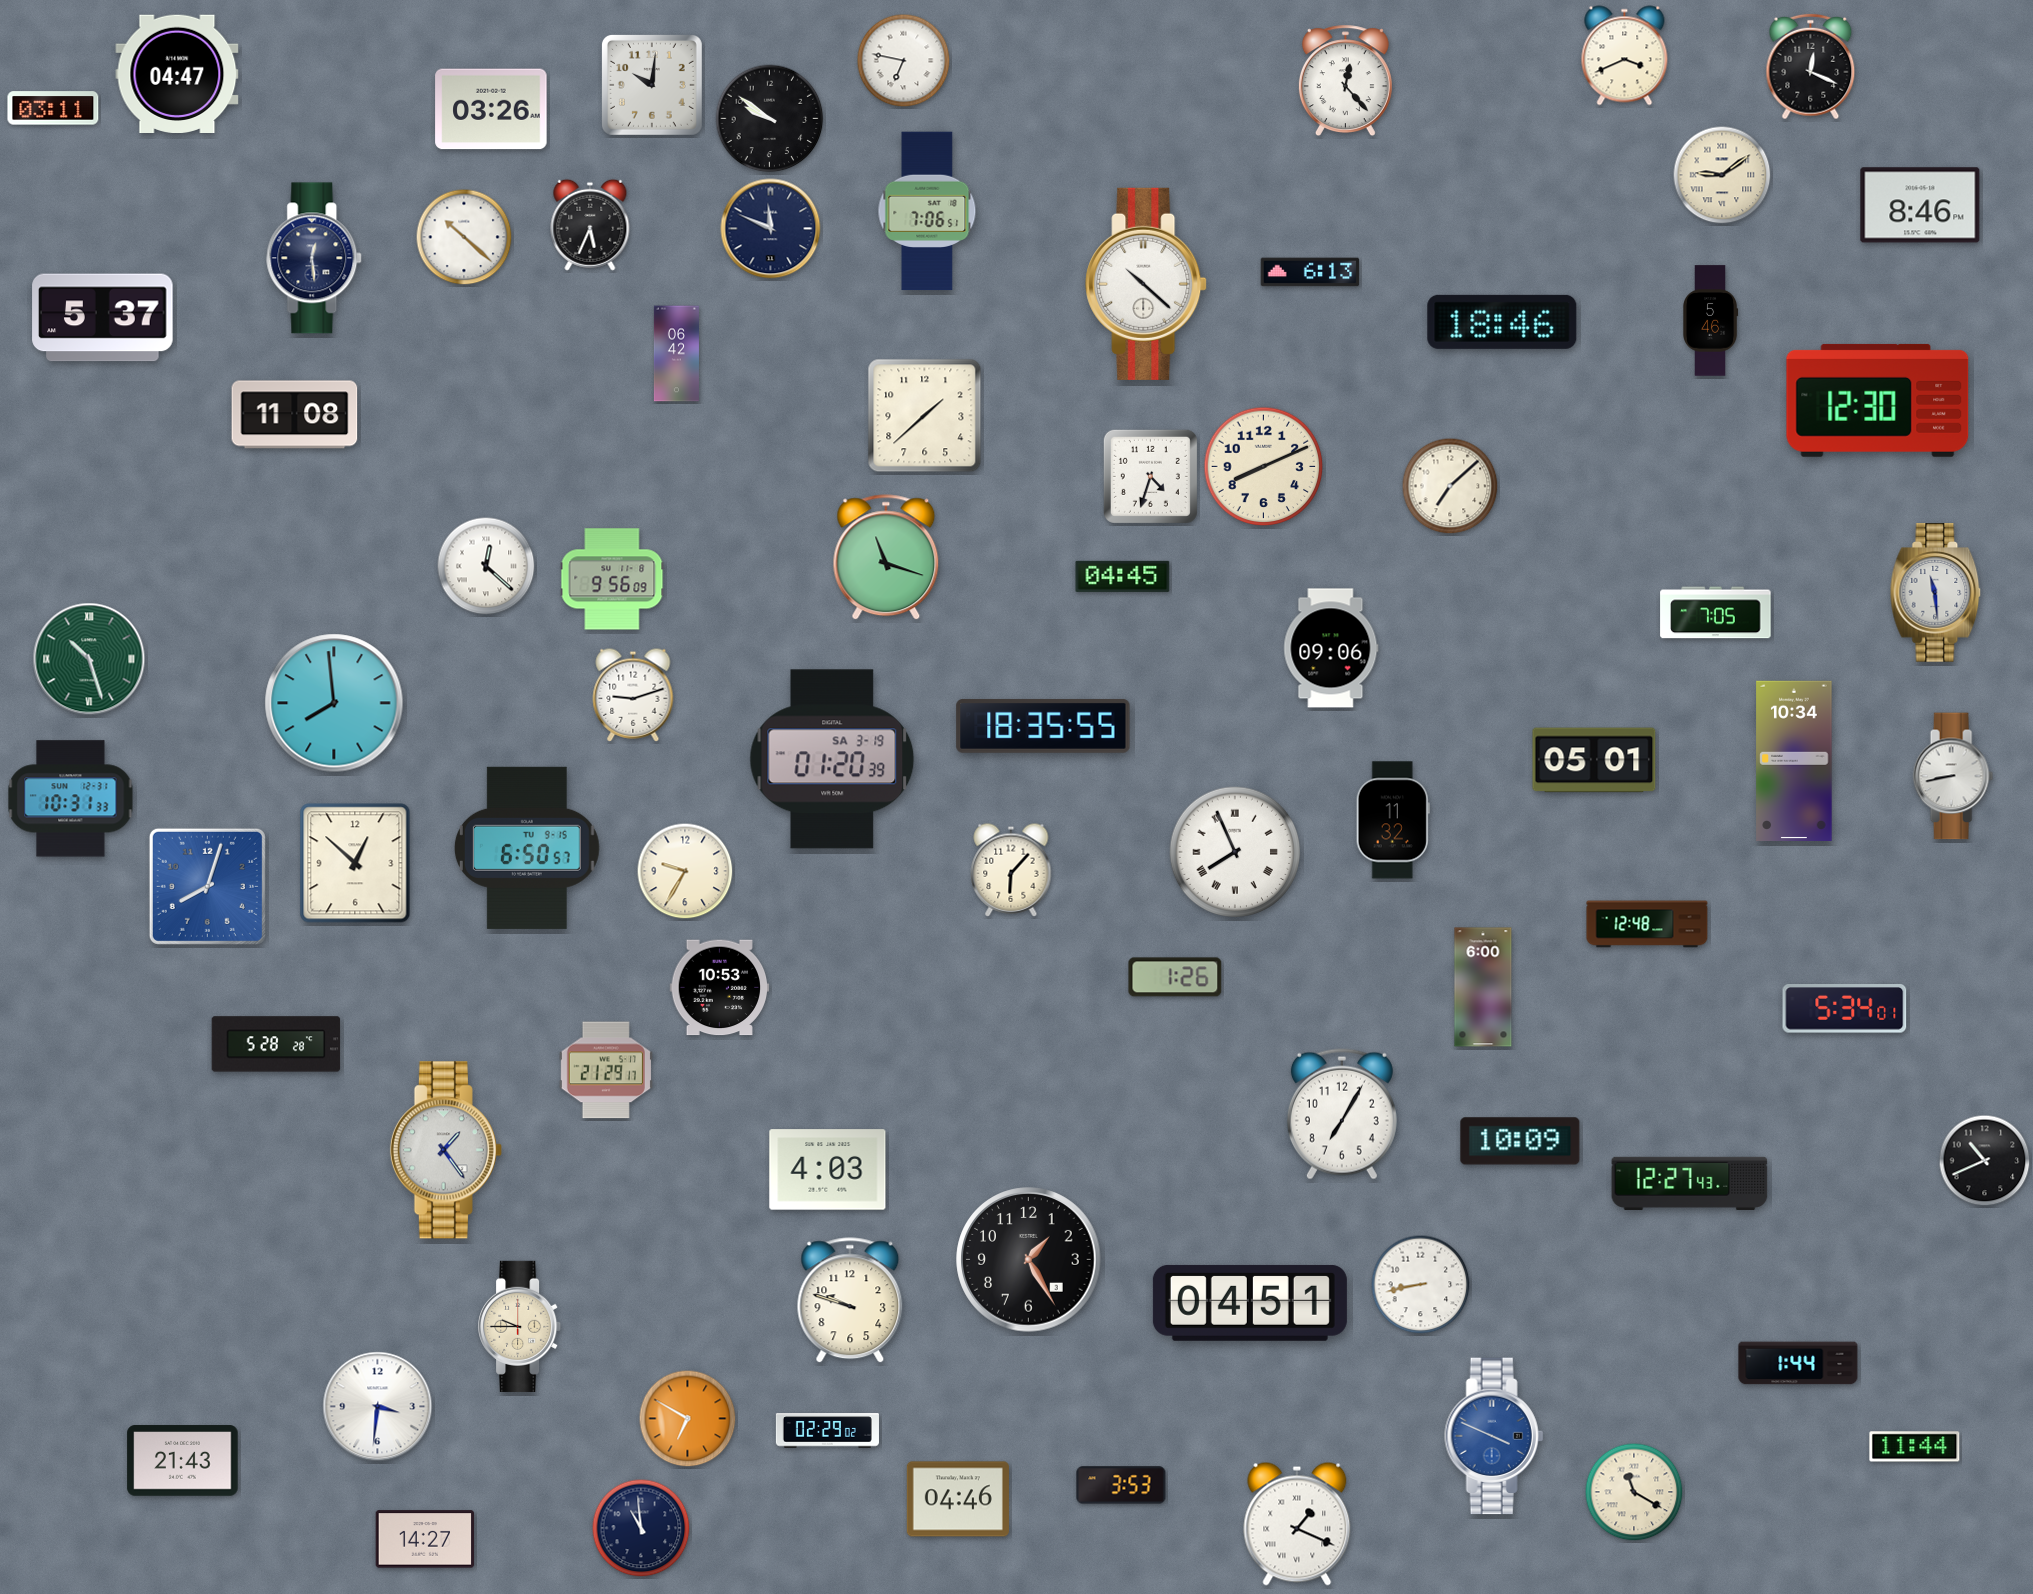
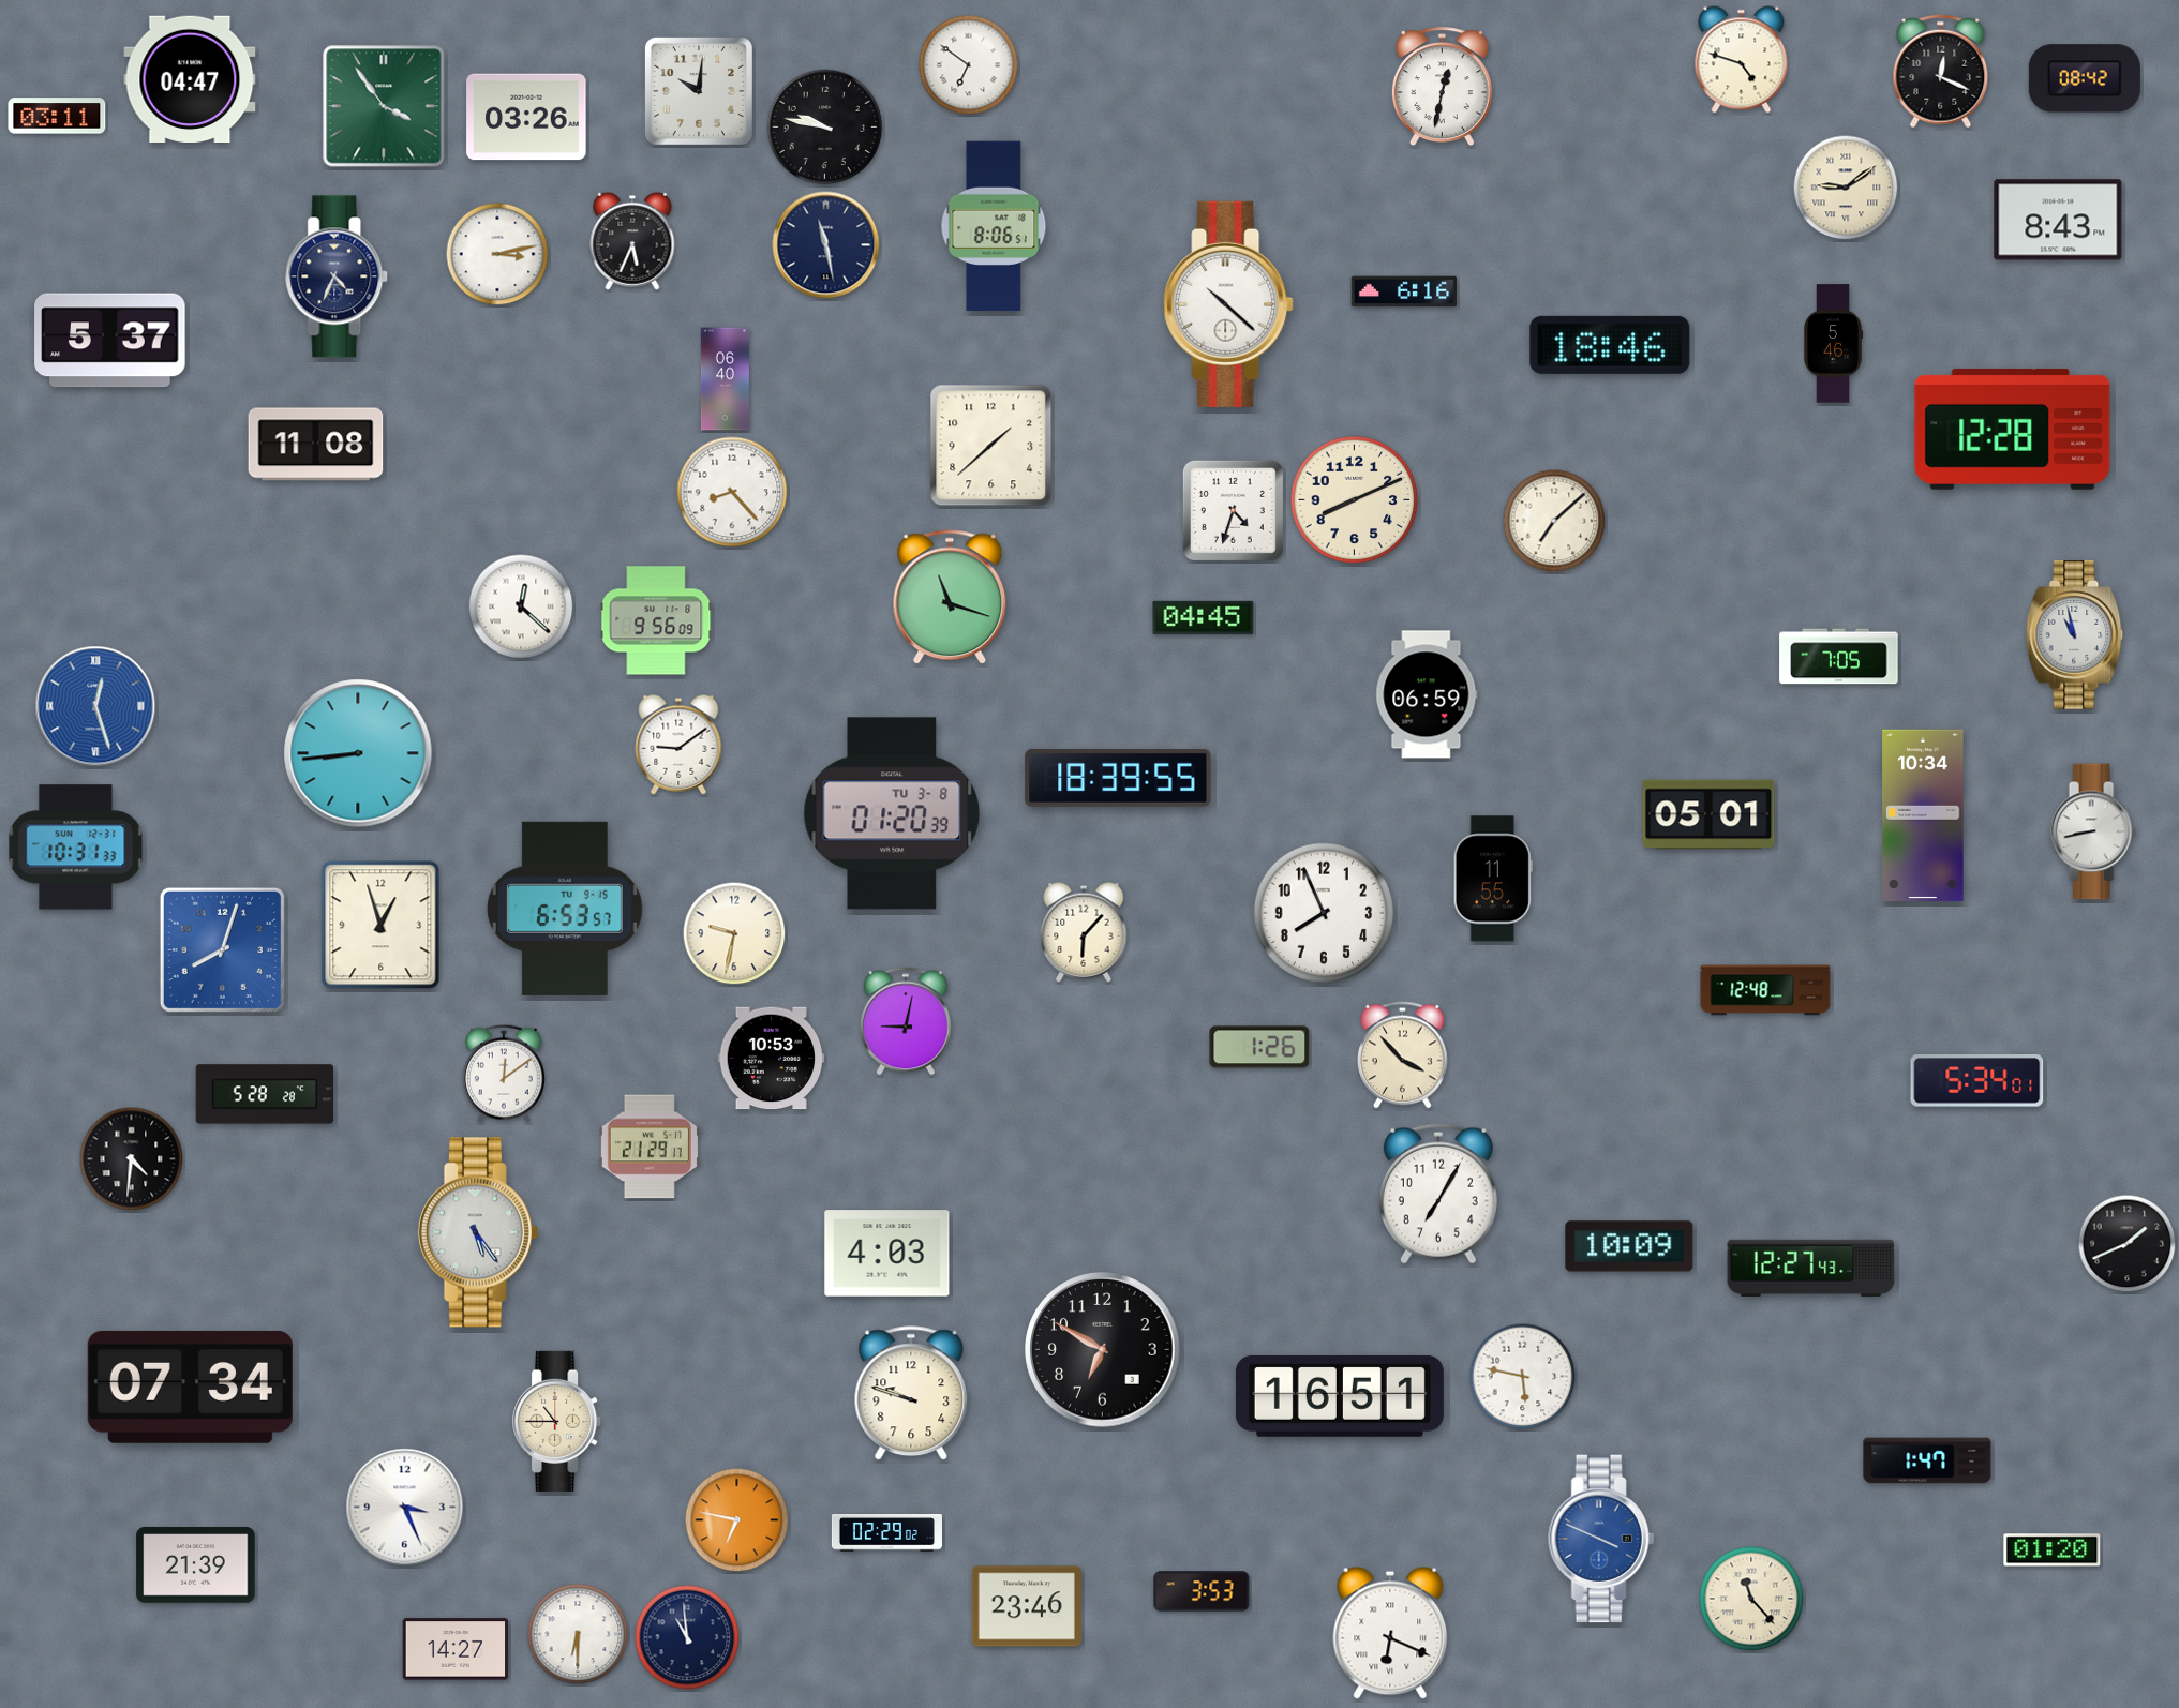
clock at (1625, 56): 3:41 -> 4:48
clock at (904, 61): 6:47 -> 6:51
clock at (2085, 78): none -> 08:42
clock at (1345, 81): 12:23 -> 12:32
clock at (384, 106): none -> 3:54
clock at (770, 119): 9:51 -> 9:47
clock at (1920, 205): 8:46 -> 8:43
clock at (927, 211): 7:06 -> 8:06
clock at (771, 229): 11:49 -> 11:28
clock at (464, 237): 10:22 -> 3:13
clock at (315, 258): 12:29 -> 4:34
clock at (1310, 272): 6:13 -> 6:16
clock at (676, 354): 06:42 -> 06:40
clock at (1878, 400): 12:30 -> 12:28
clock at (732, 492): none -> 8:23
clock at (1936, 593): 11:29 -> 10:58
clock at (1331, 648): 09:06 -> 06:59
clock at (89, 659): 10:27 -> 12:27
clock at (89, 659) dial: green -> blue
clock at (633, 695): 9:12 -> 9:09
clock at (334, 703): 7:59 -> 8:44
clock at (1043, 726): 18:35 -> 18:39
clock at (832, 759) date: SA 3-19 -> TU 3-8
clock at (71, 799) position: (71, 799) -> (76, 848)
clock at (1393, 820): 11:32 -> 11:55
clock at (527, 848): 6:50 -> 6:53
clock at (1235, 852) numerals: Roman -> Arabic
clock at (355, 863): 12:52 -> 12:57
clock at (685, 871): 9:35 -> 9:32
clock at (906, 1021): none -> 9:02
clock at (1403, 1055): none -> 3:53
clock at (1483, 987): 6:00 -> none
clock at (504, 1074): none -> 12:09
clock at (276, 1044) position: (276, 1044) -> (265, 1094)
clock at (132, 1159): none -> 4:31
clock at (1520, 1141) position: (1520, 1141) -> (1629, 1246)
clock at (446, 1150): 1:24 -> 5:24
clock at (1985, 1161): 10:41 -> 1:41
clock at (1029, 1260): 1:25 -> 6:50
clock at (1421, 1285): 8:43 -> 5:47
clock at (190, 1387): none -> 07:34
clock at (1250, 1303): 04:51 -> 16:51
clock at (520, 1326): 9:45 -> 10:45
clock at (1798, 1363): 1:44 -> 1:47
clock at (378, 1407): 3:31 -> 3:26
clock at (688, 1419): 6:50 -> 6:47
clock at (1915, 1447): 11:44 -> 01:20
clock at (183, 1461): 21:43 -> 21:39
clock at (1634, 1492): 11:20 -> 11:23
clock at (958, 1499): 04:46 -> 23:46
clock at (1297, 1524): 1:19 -> 6:19
clock at (578, 1634): none -> 6:30
